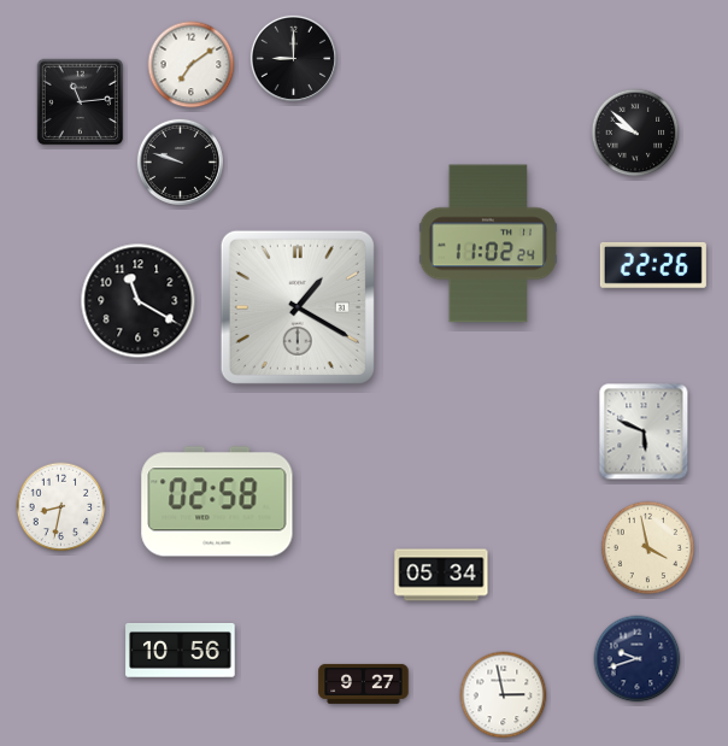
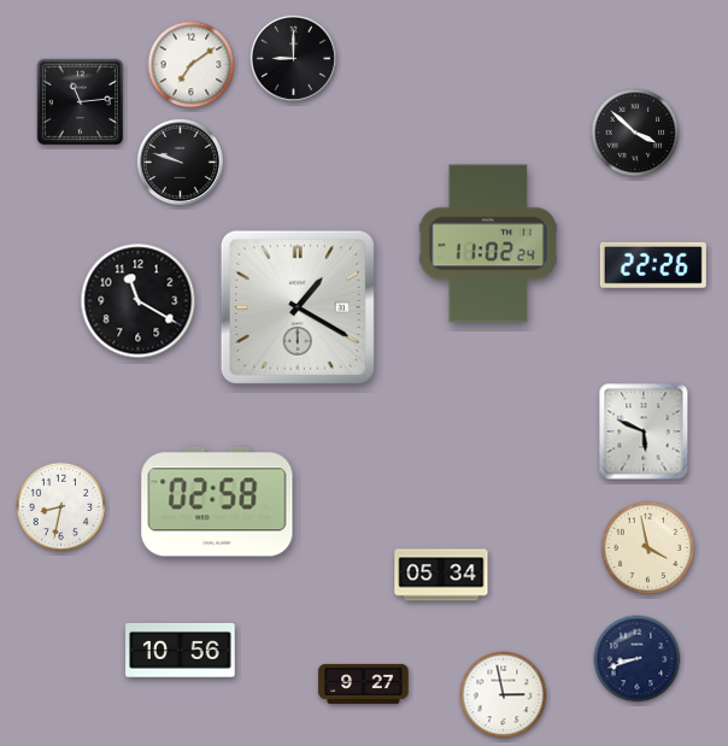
clock at (635, 133): 9:52 -> 3:52
clock at (638, 659): 9:42 -> 8:42
